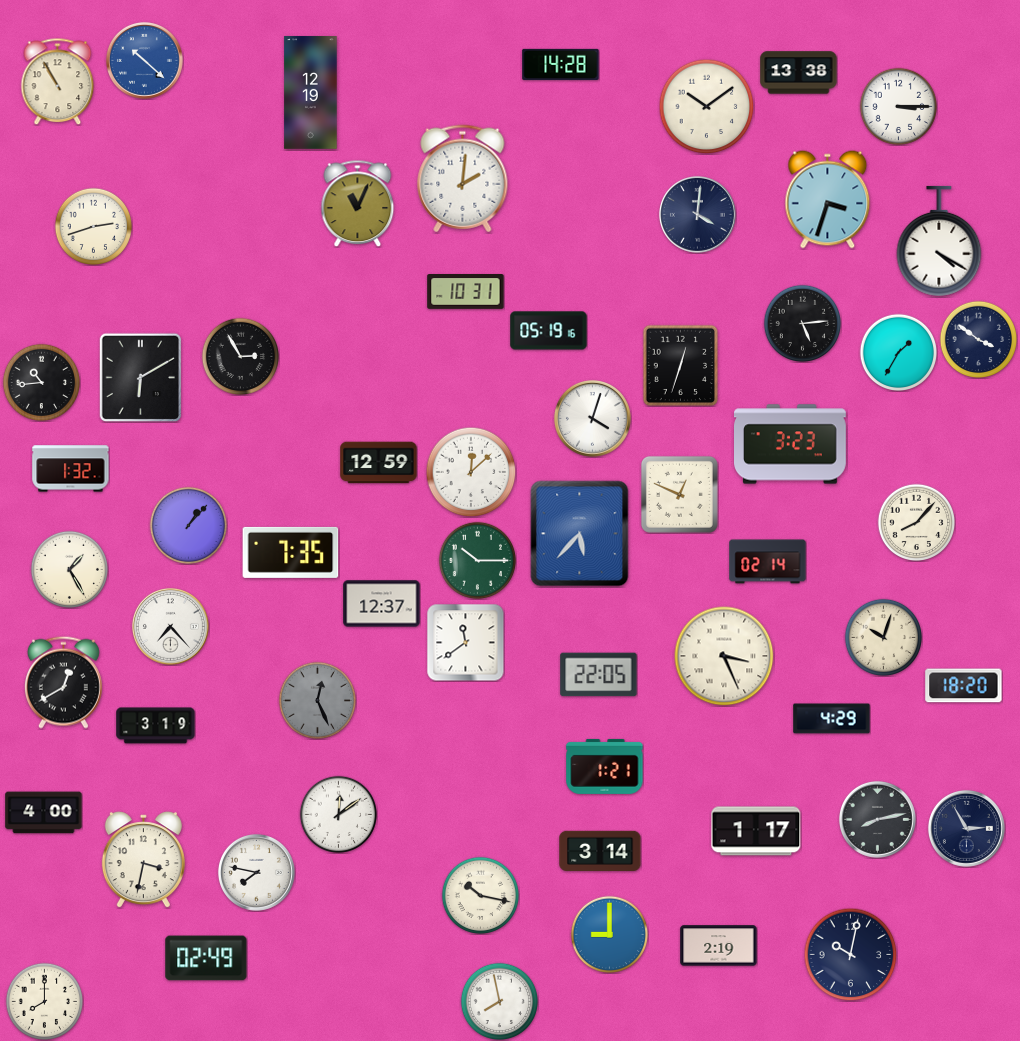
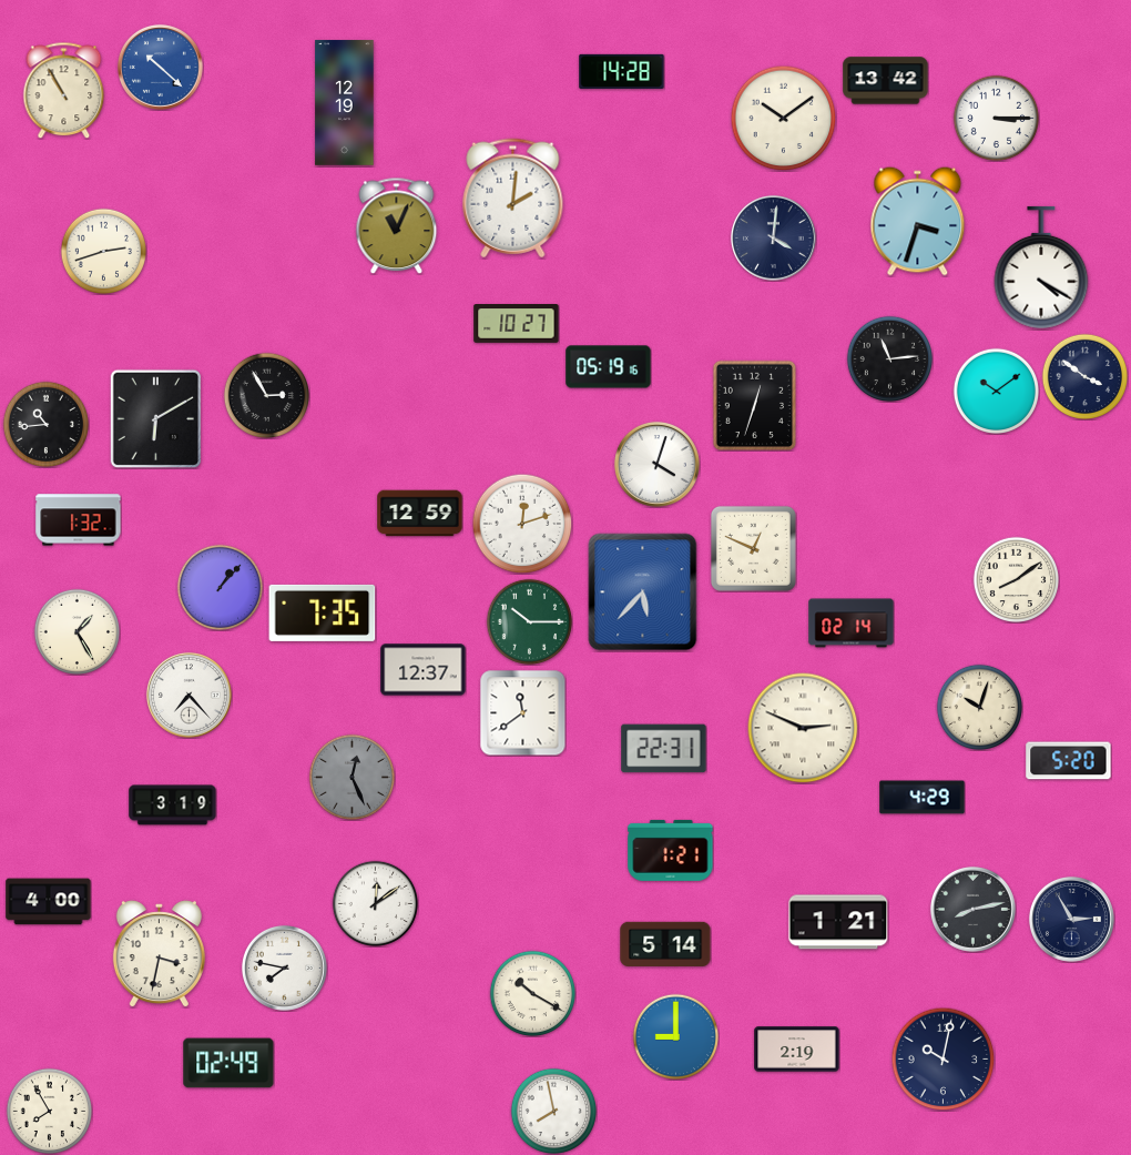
clock at (799, 73): 13:38 -> 13:42
clock at (466, 292): 10:31 -> 10:27
clock at (802, 323): 5:14 -> 11:14
clock at (898, 352): 1:35 -> 10:09
clock at (791, 444): 3:23 -> none
clock at (471, 472): 12:08 -> 12:12
clock at (916, 522): 8:07 -> 8:09
clock at (188, 525) position: (188, 525) -> (220, 587)
clock at (465, 642) position: (465, 642) -> (522, 712)
clock at (724, 656): 3:26 -> 2:49
clock at (599, 675): 22:05 -> 22:31
clock at (63, 682): 12:40 -> none
clock at (964, 686): 18:20 -> 5:20
clock at (756, 831): 1:17 -> 1:21
clock at (600, 850): 3:14 -> 5:14
clock at (480, 895): 10:17 -> 10:20
clock at (44, 1001): 8:00 -> 7:55
